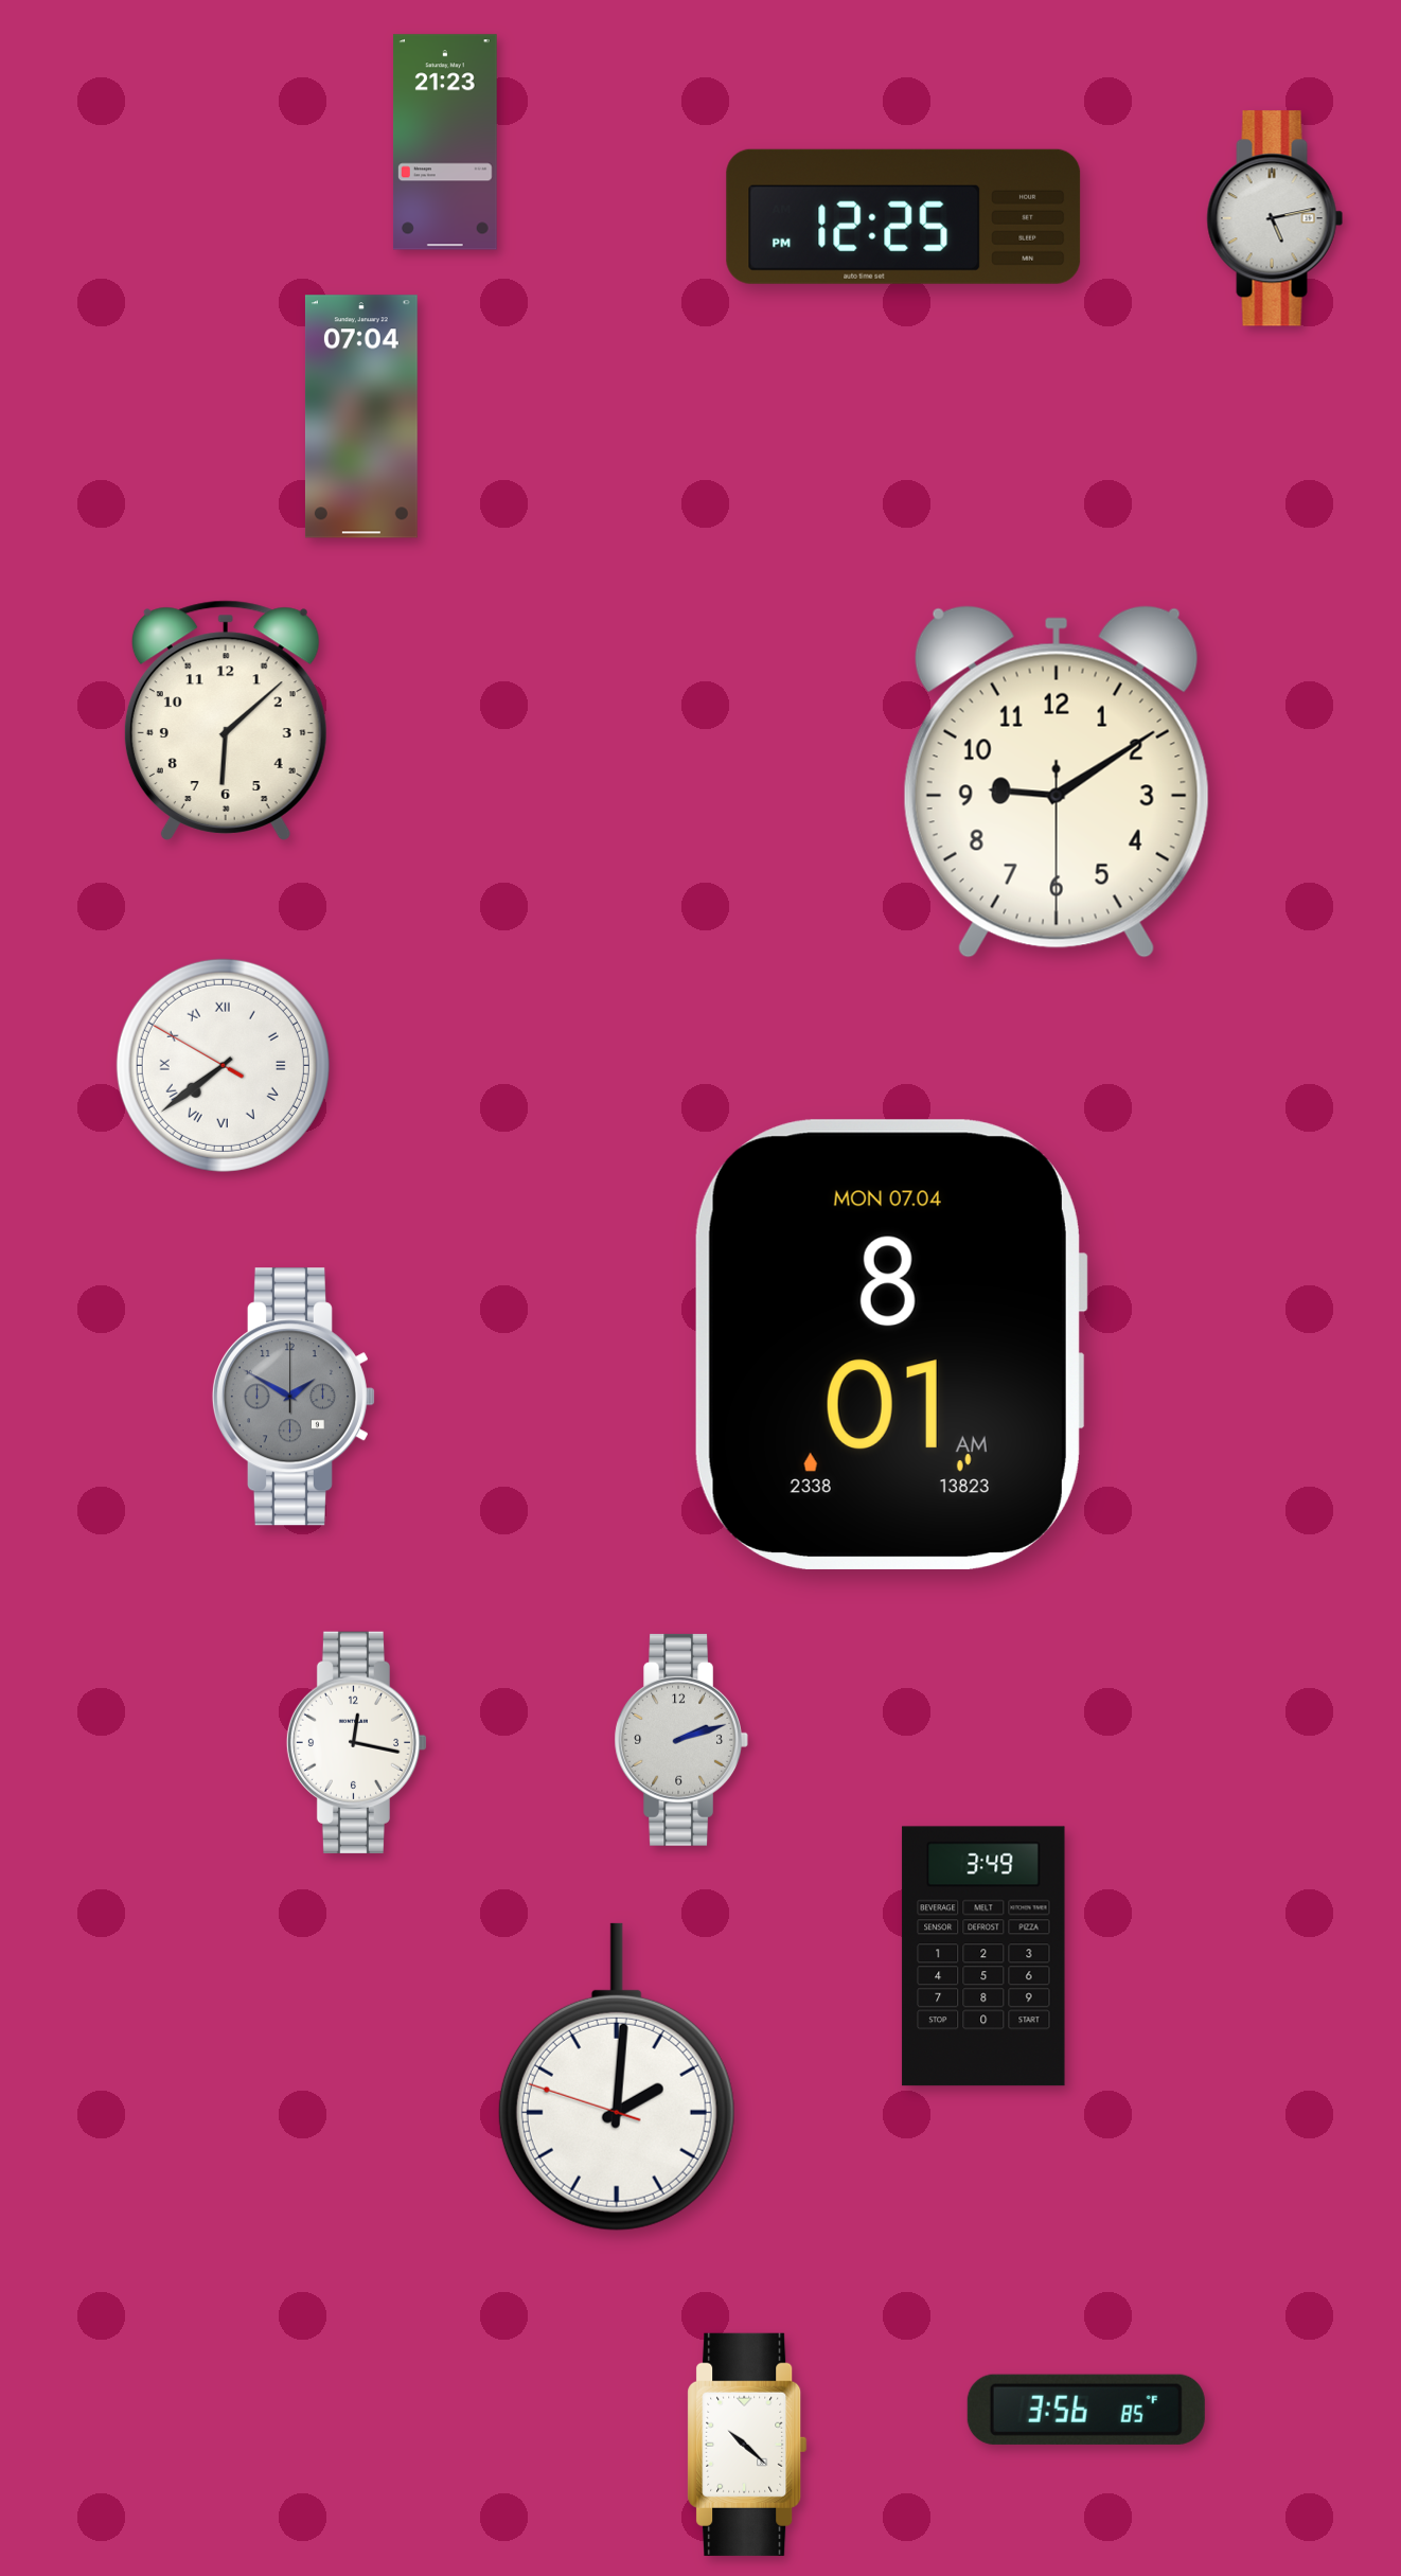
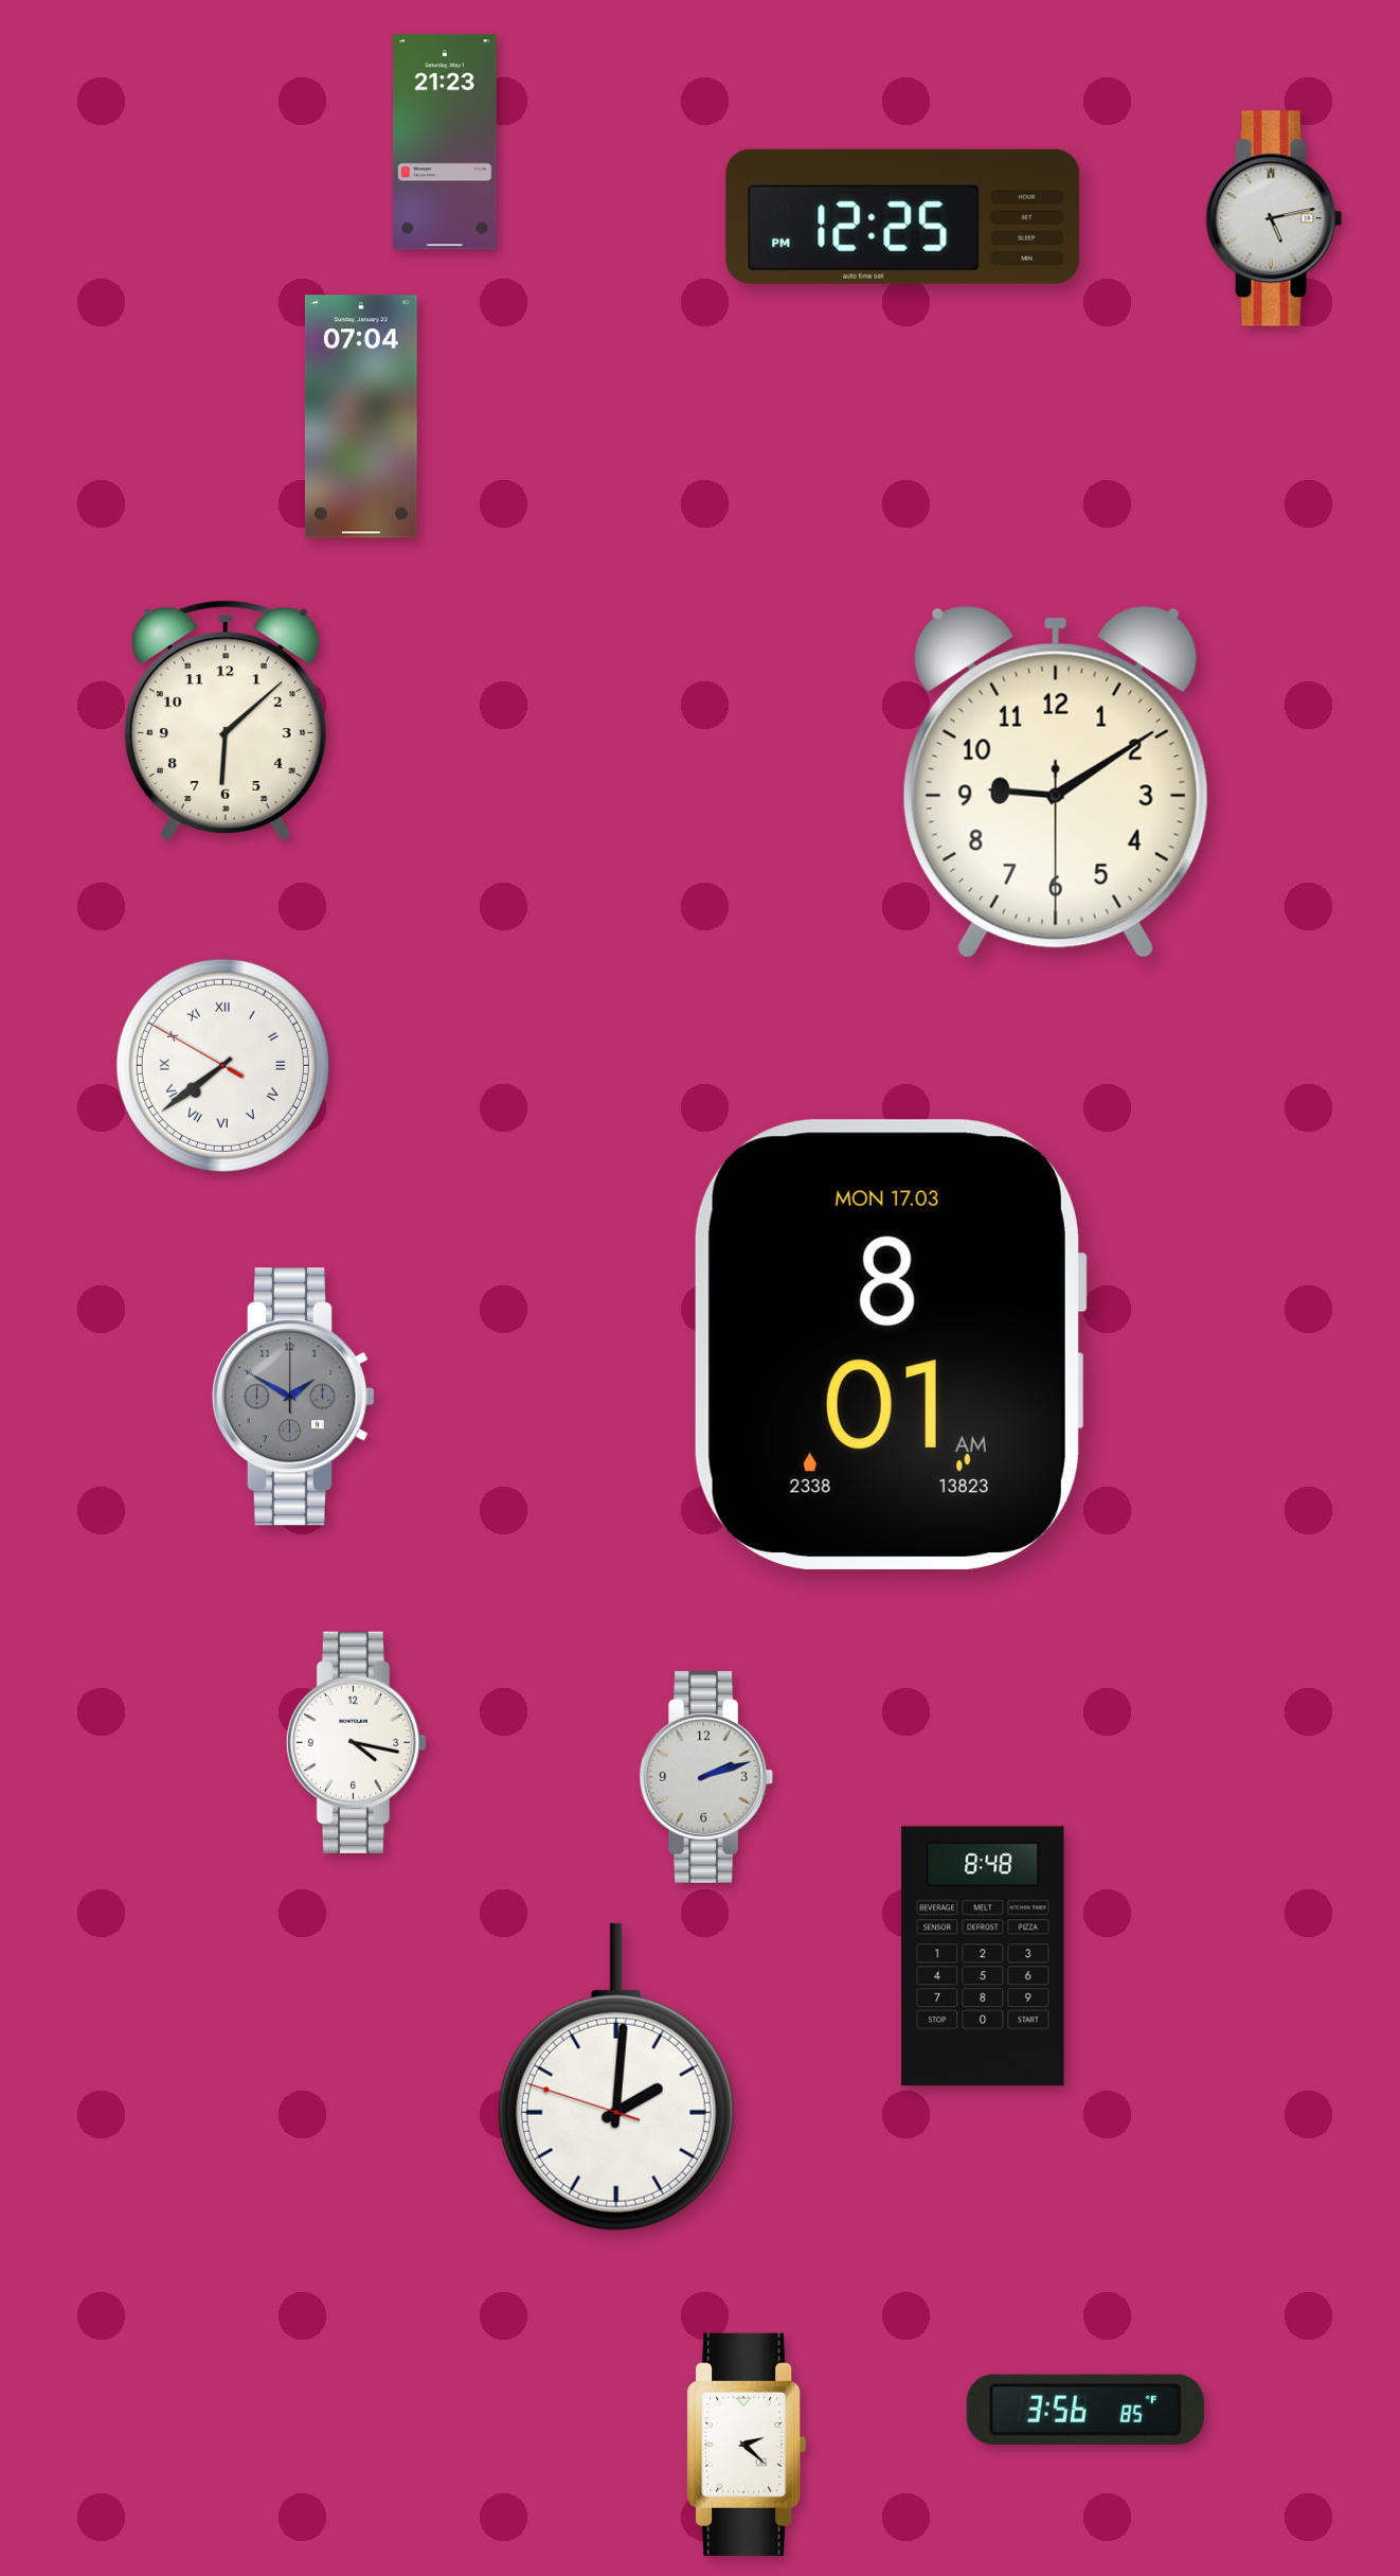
clock at (890, 1345) date: MON 07.04 -> MON 17.03
clock at (680, 1740) position: (680, 1740) -> (705, 1777)
clock at (357, 1742): 12:17 -> 4:17
clock at (983, 1956): 3:49 -> 8:48
clock at (747, 2445): 10:22 -> 2:22
